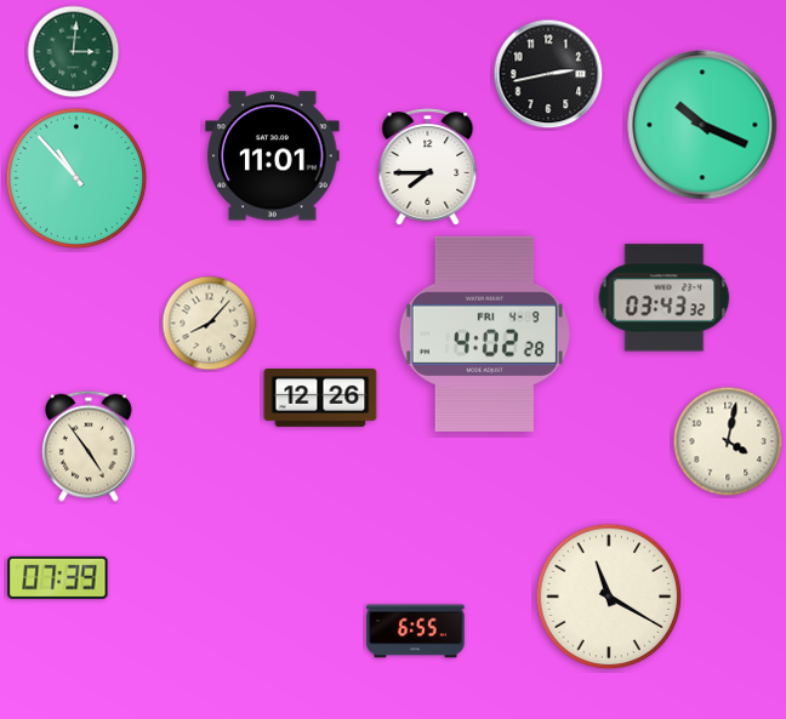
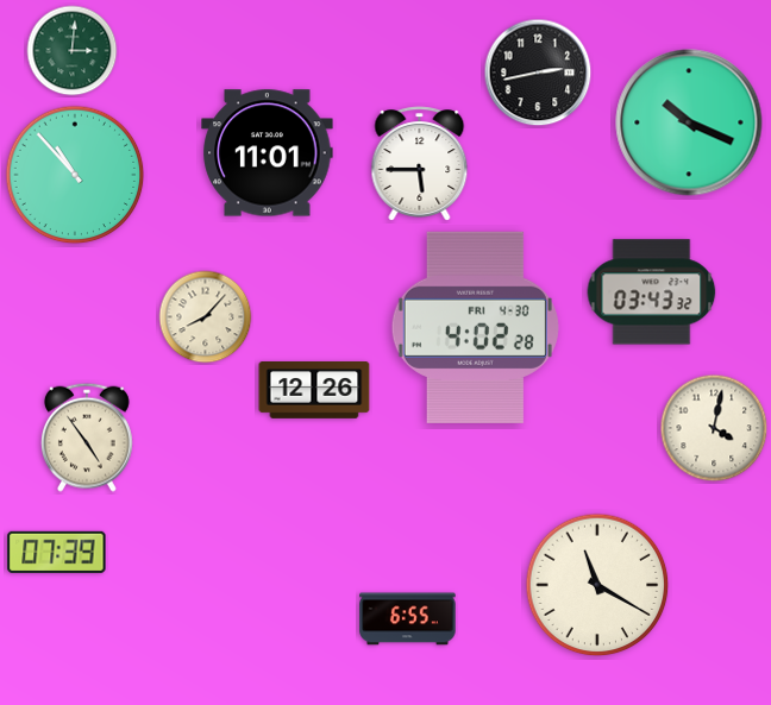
clock at (428, 167): 7:45 -> 5:45
clock at (484, 333) date: FRI 4-9 -> FRI 4-30
clock at (728, 441) position: (728, 441) -> (714, 428)
clock at (58, 577) position: (58, 577) -> (57, 552)
